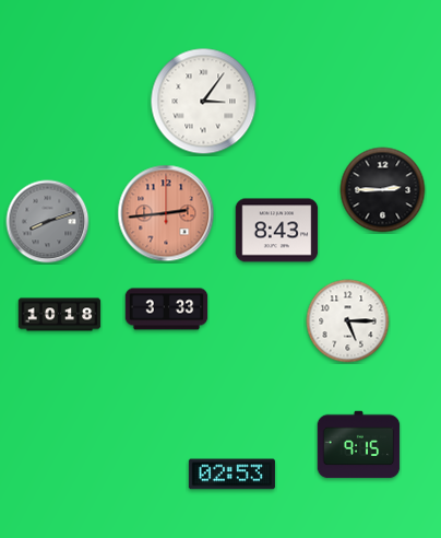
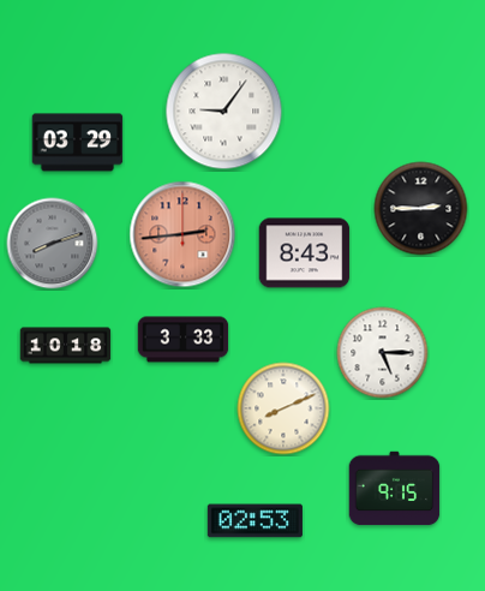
clock at (204, 102): 3:06 -> 9:06
clock at (78, 143): none -> 03:29
clock at (283, 408): none -> 8:11
